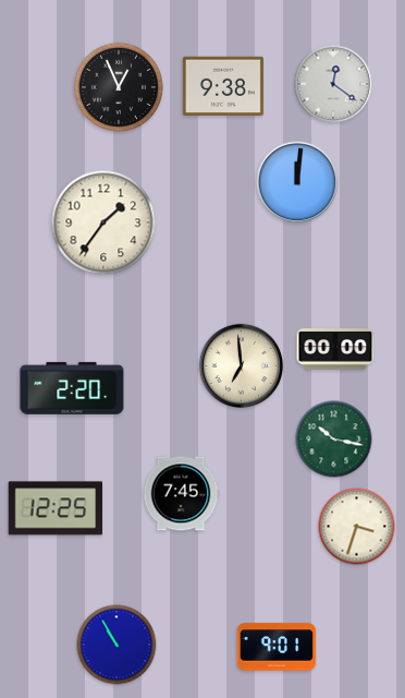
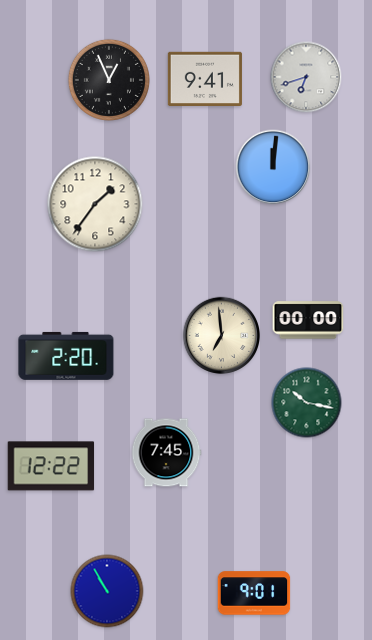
clock at (333, 84): 12:21 -> 6:42
clock at (223, 85): 9:38 -> 9:41
clock at (56, 508): 12:25 -> 12:22
clock at (357, 527): 3:33 -> none
